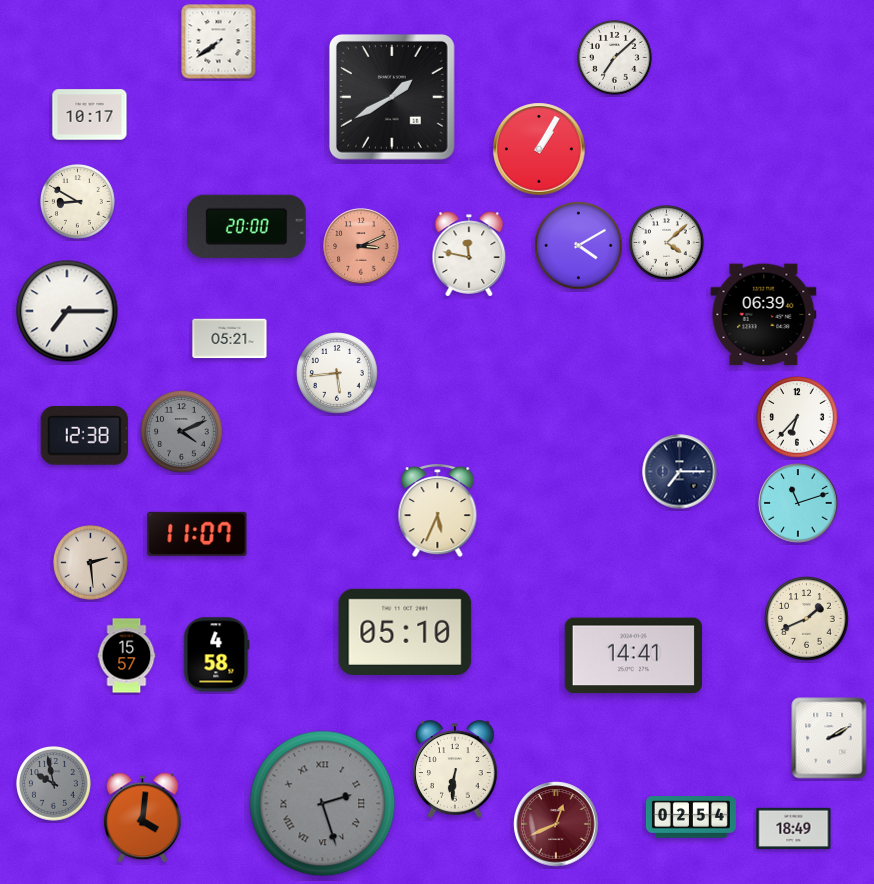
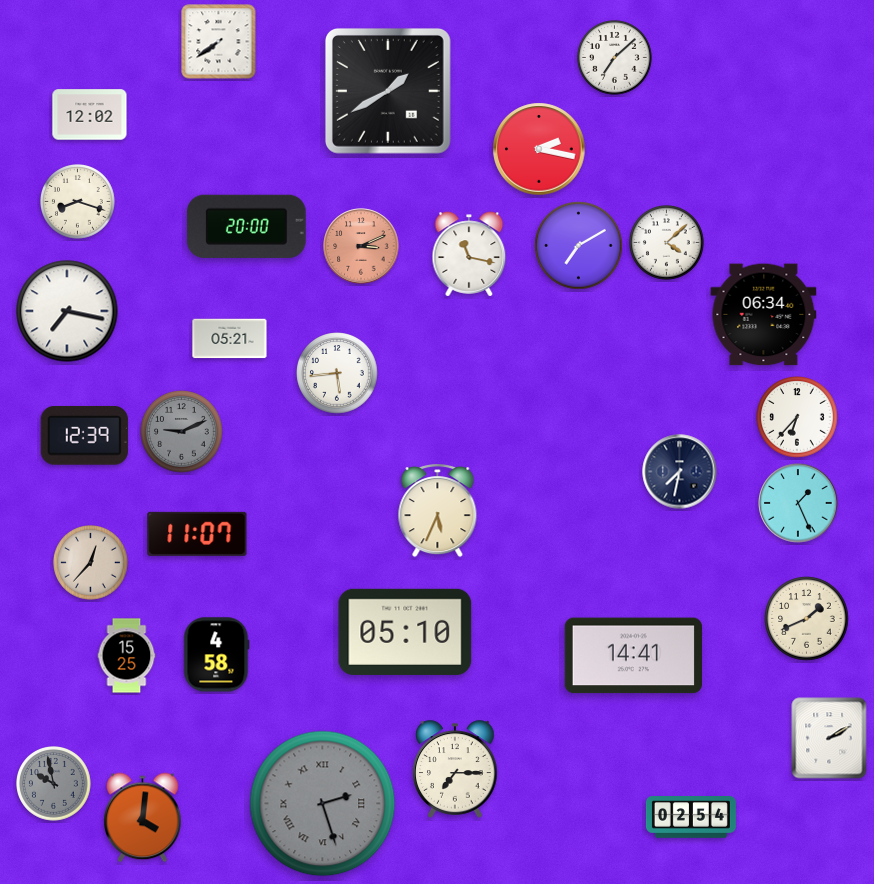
clock at (392, 97) position: (392, 97) -> (388, 91)
clock at (90, 115): 10:17 -> 12:02
clock at (539, 149): 1:05 -> 2:17
clock at (78, 202): 8:50 -> 8:18
clock at (579, 246): 4:10 -> 7:10
clock at (469, 254): 11:47 -> 11:17
clock at (67, 311): 7:15 -> 7:17
clock at (764, 315): 06:39 -> 06:34
clock at (182, 432): 4:11 -> 9:11
clock at (84, 435): 12:38 -> 12:39
clock at (680, 472): 7:15 -> 7:32
clock at (798, 503): 11:12 -> 1:26
clock at (91, 563): 2:29 -> 12:37
clock at (127, 656): 15:57 -> 15:25
clock at (455, 769): 6:31 -> 7:15
clock at (556, 824): 12:41 -> none
clock at (794, 829): 18:49 -> none
